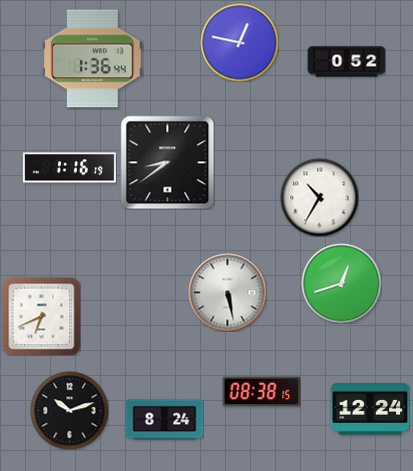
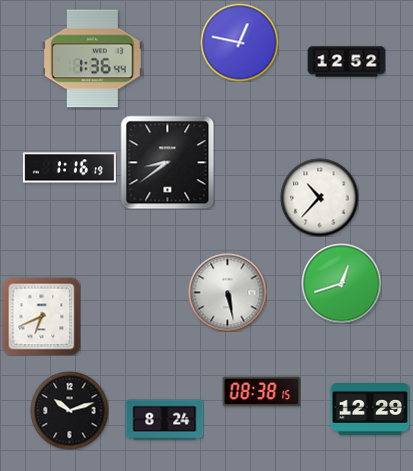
clock at (346, 62): 0:52 -> 12:52
clock at (319, 197): 10:35 -> 10:37
clock at (370, 409): 12:24 -> 12:29
